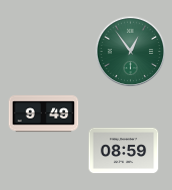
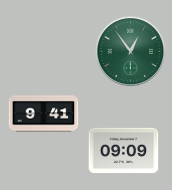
clock at (44, 114): 9:49 -> 9:41
clock at (124, 151): 08:59 -> 09:09
